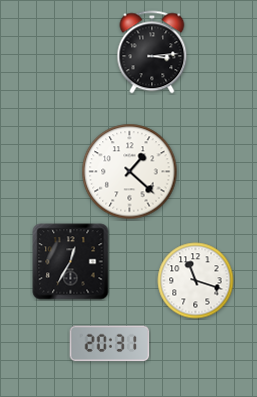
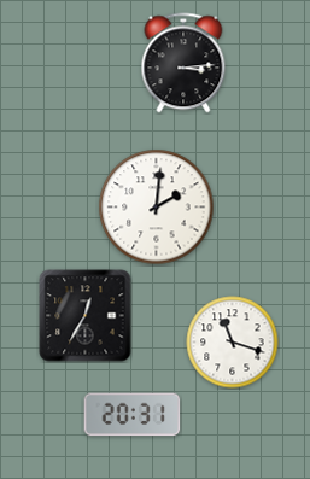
clock at (130, 172): 1:22 -> 2:01
clock at (196, 281) position: (196, 281) -> (233, 343)
